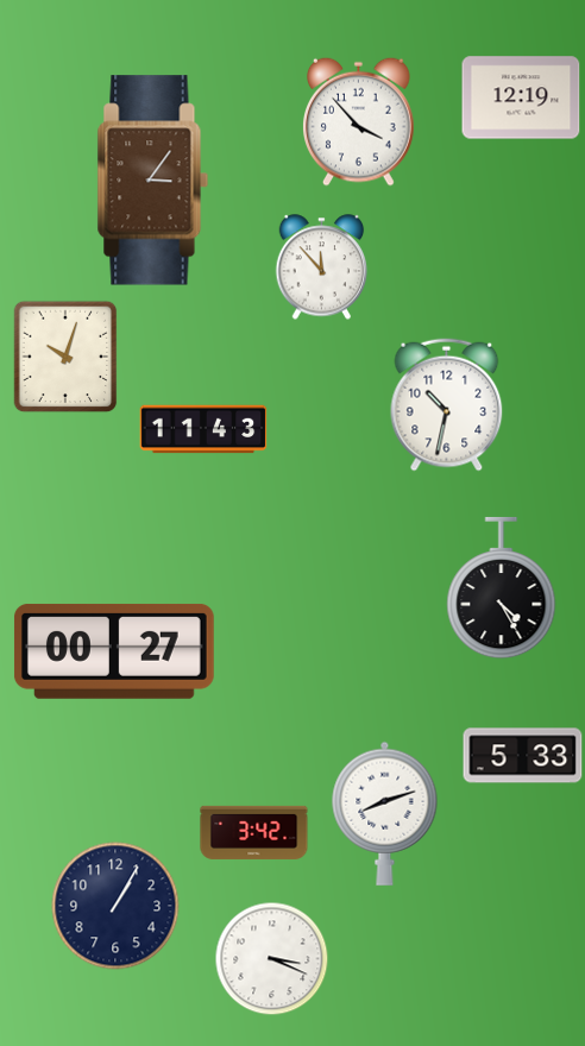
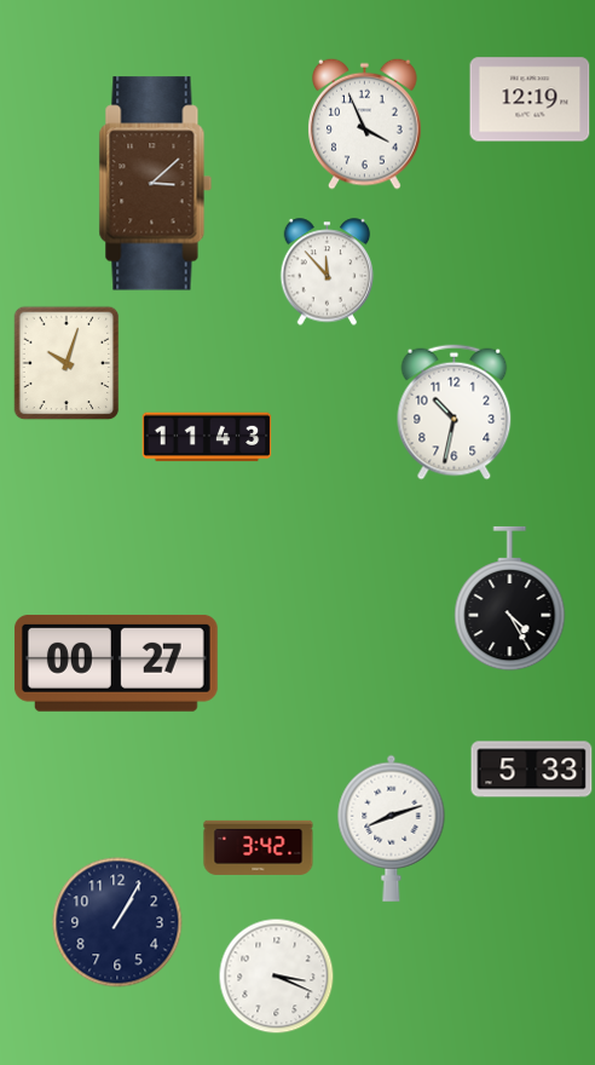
clock at (359, 121): 3:53 -> 3:56
clock at (153, 181): 3:06 -> 3:08
